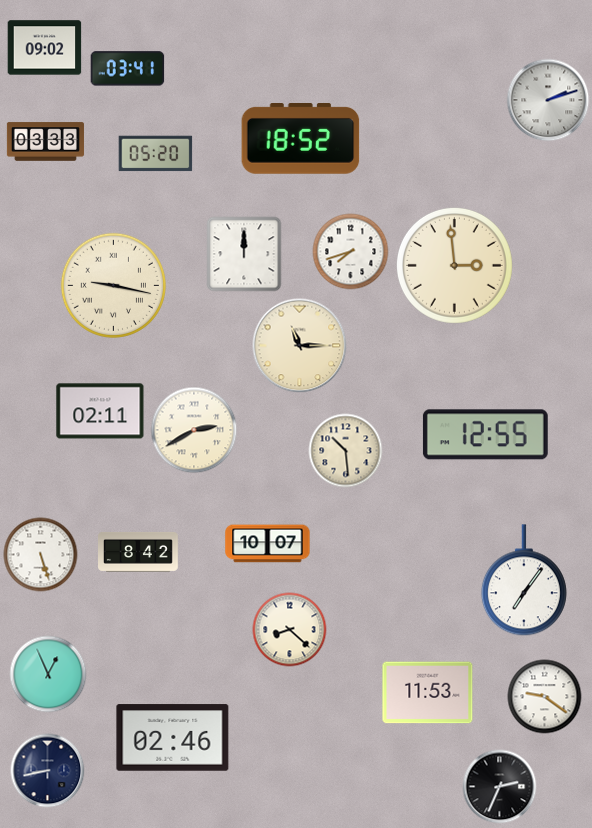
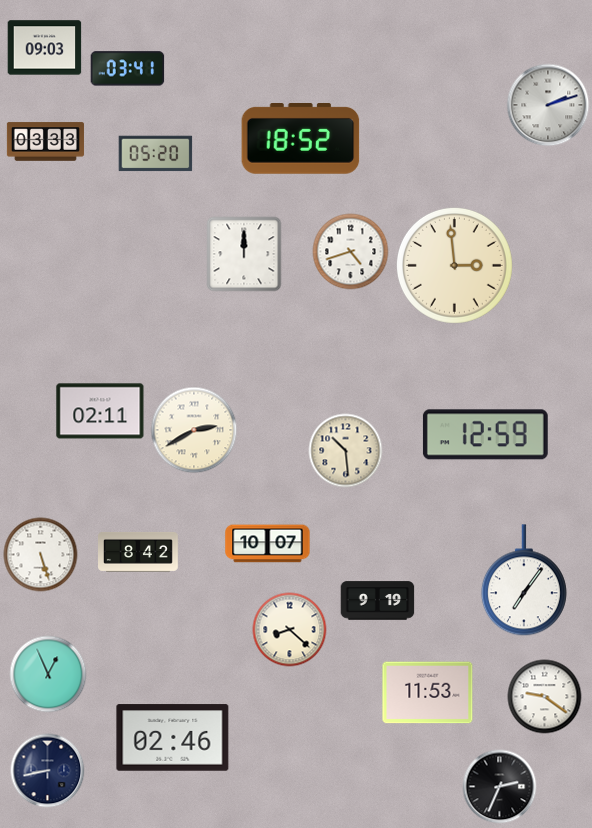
clock at (45, 48): 09:02 -> 09:03
clock at (548, 100) position: (548, 100) -> (548, 105)
clock at (351, 252): 7:42 -> 4:42
clock at (113, 285): 9:17 -> none
clock at (300, 346): 11:15 -> none
clock at (485, 435): 12:55 -> 12:59
clock at (378, 601): none -> 9:19
